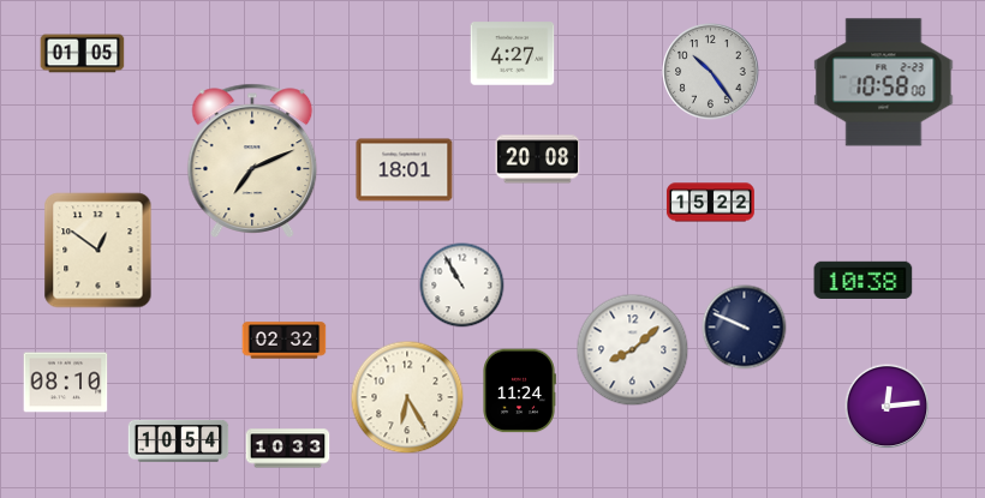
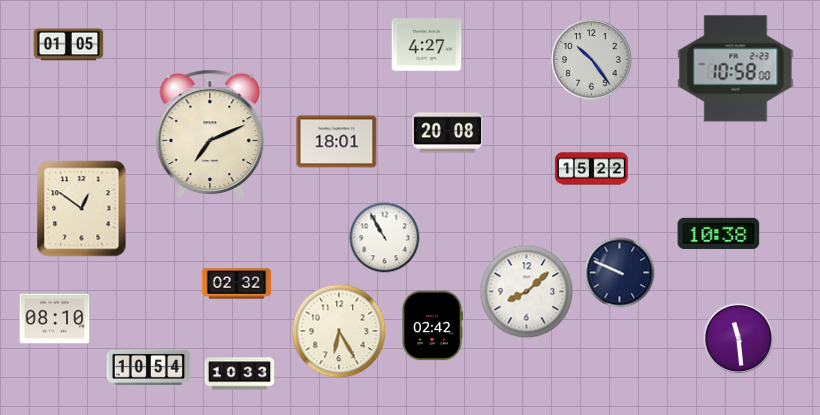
clock at (519, 391): 11:24 -> 02:42
clock at (888, 407): 12:14 -> 11:29
